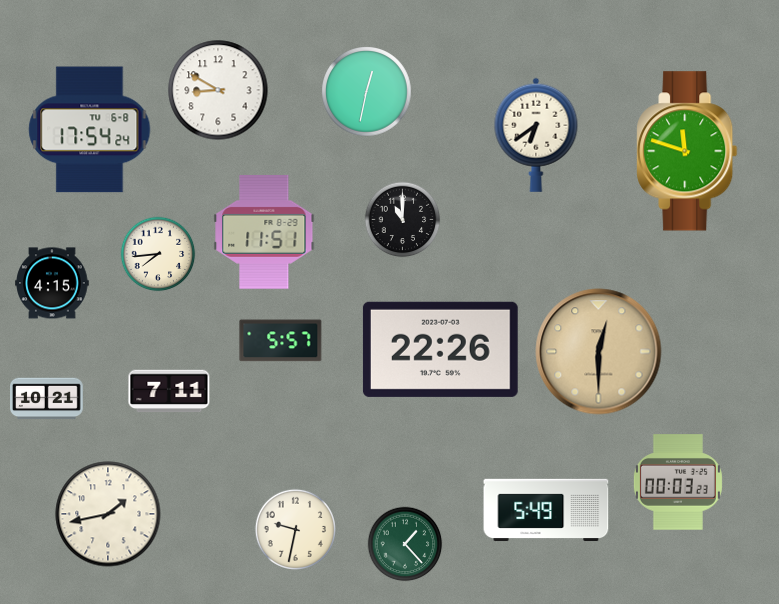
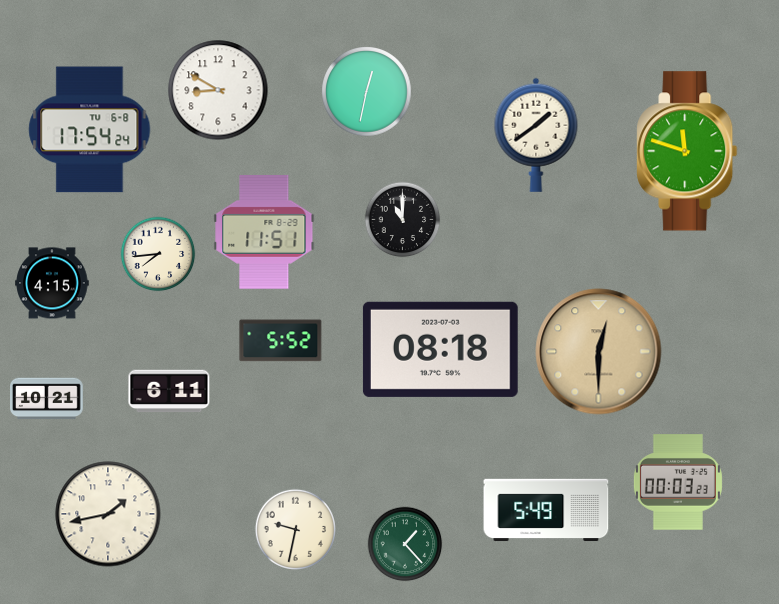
clock at (536, 135): 6:39 -> 1:39
clock at (281, 341): 5:57 -> 5:52
clock at (440, 349): 22:26 -> 08:18
clock at (169, 391): 7:11 -> 6:11
